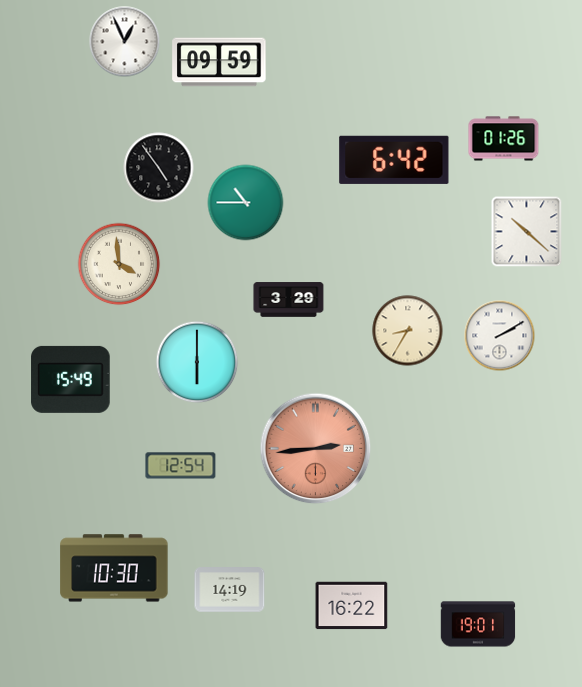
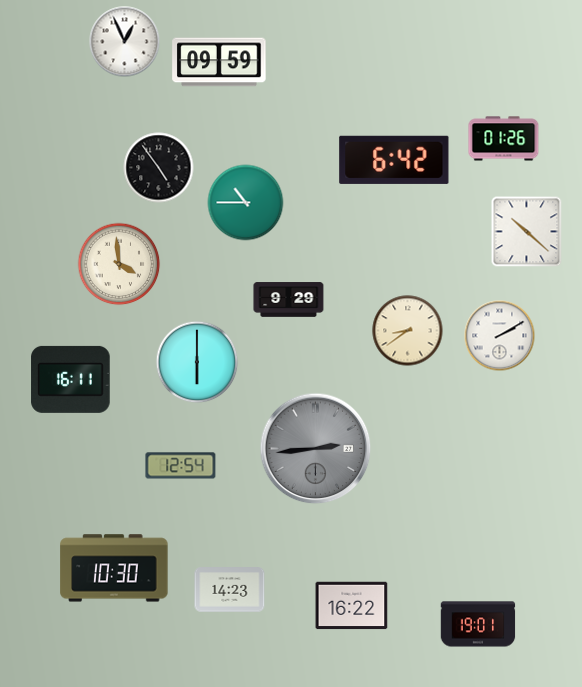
clock at (289, 300): 3:29 -> 9:29
clock at (408, 331): 8:35 -> 8:39
clock at (71, 379): 15:49 -> 16:11
clock at (316, 449) dial: salmon -> grey
clock at (230, 590): 14:19 -> 14:23
